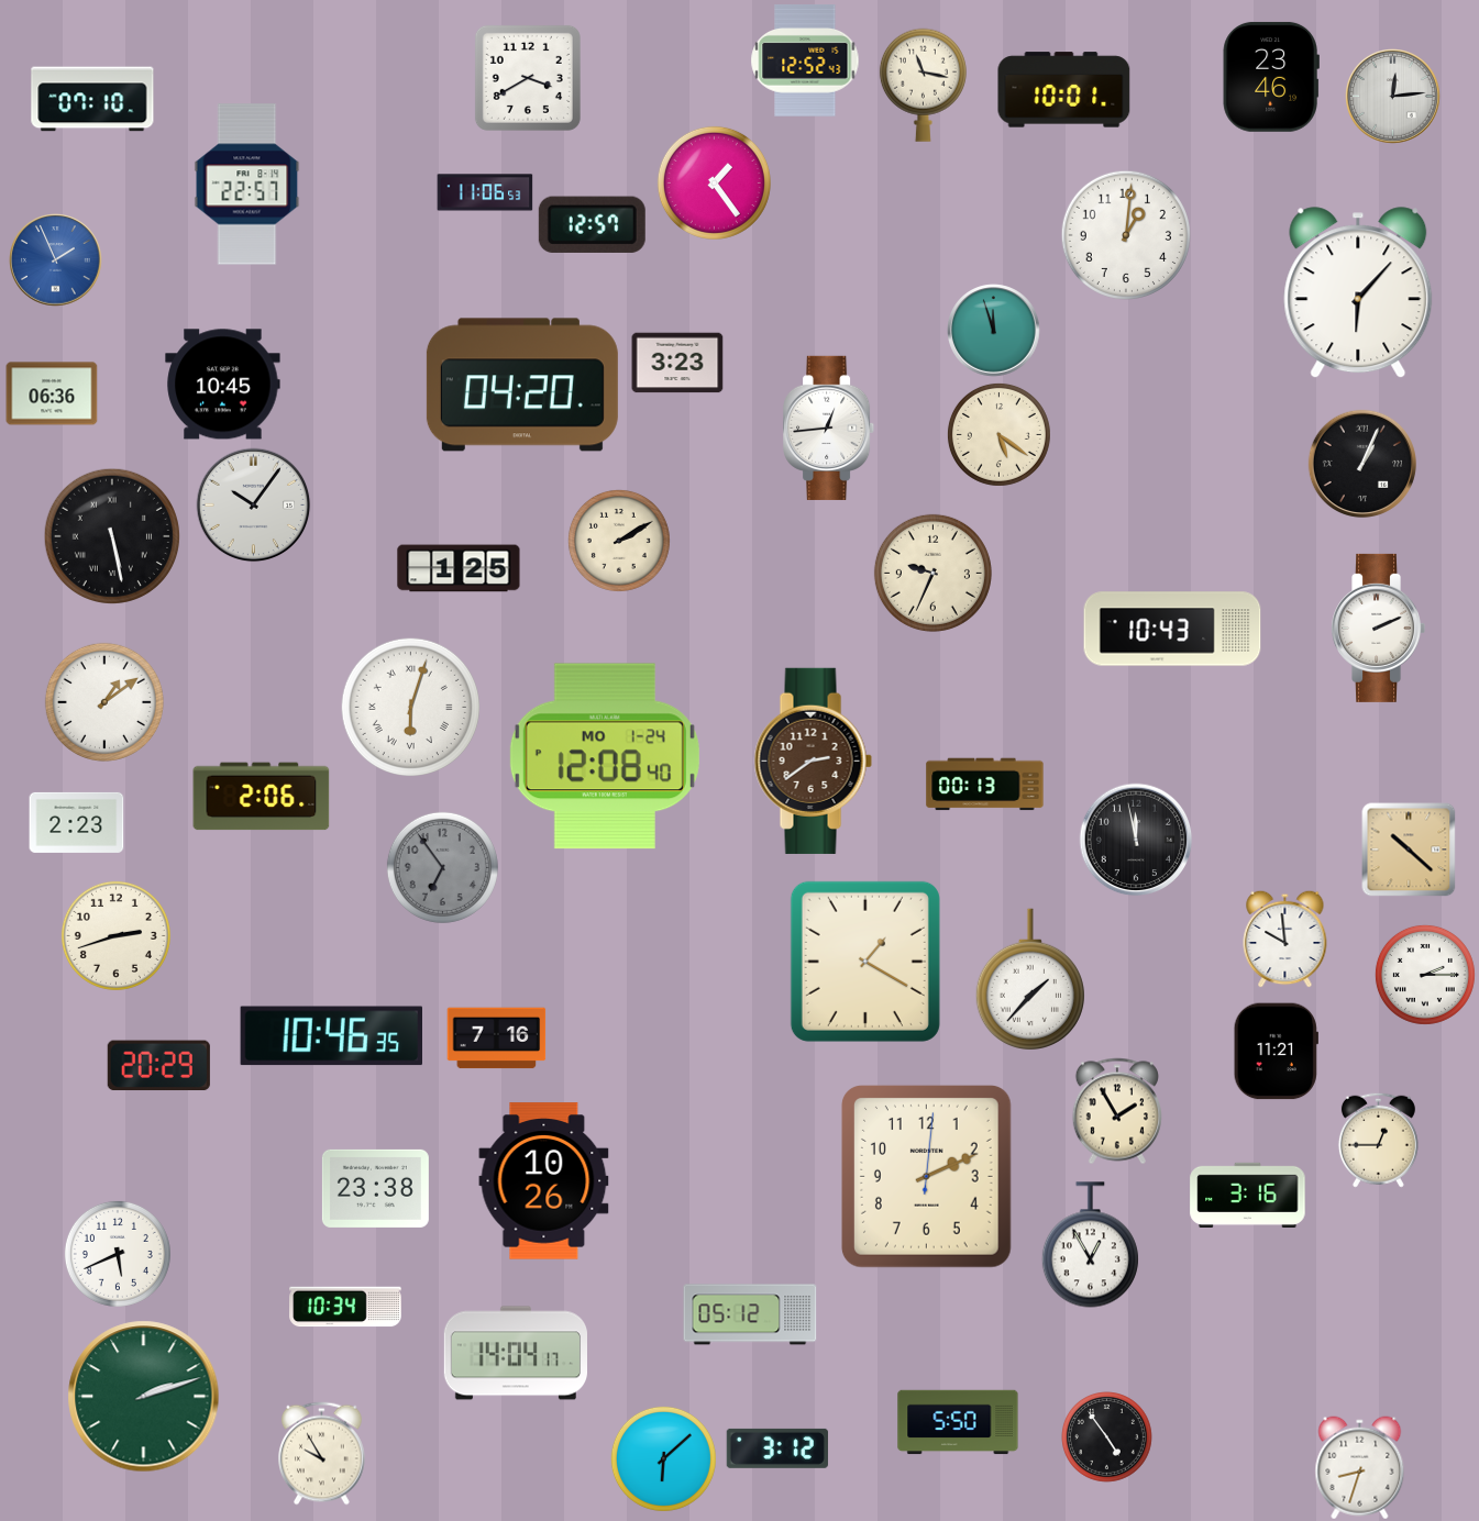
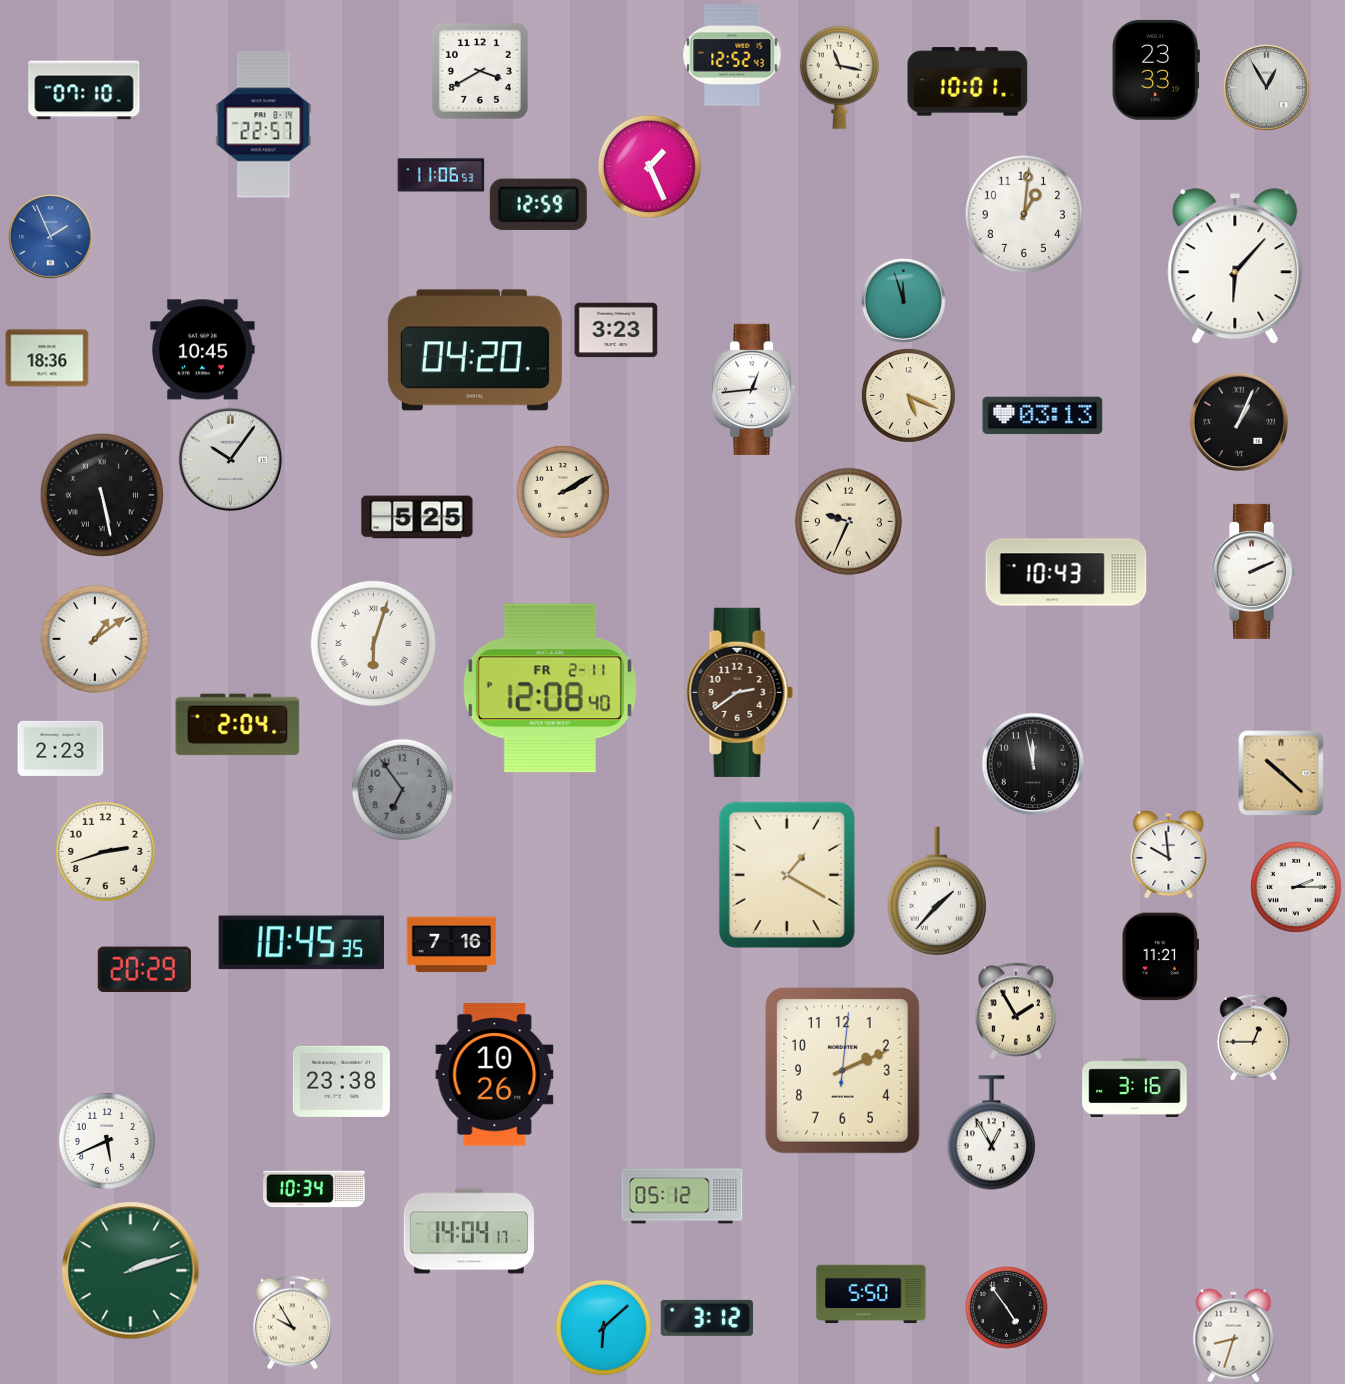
clock at (1271, 77): 23:46 -> 23:33
clock at (1393, 97): 12:14 -> 12:55
clock at (714, 182): 1:24 -> 1:26
clock at (247, 185) position: (247, 185) -> (264, 125)
clock at (592, 224): 12:57 -> 12:59
clock at (52, 393): 06:36 -> 18:36
clock at (998, 434): 5:21 -> 5:19
clock at (1043, 416): none -> 03:13
clock at (111, 535) position: (111, 535) -> (101, 494)
clock at (459, 568): 1:25 -> 5:25
clock at (605, 756) date: MO 1-24 -> FR 2-11
clock at (985, 785): 00:13 -> none
clock at (262, 797): 2:06 -> 2:04
clock at (77, 822) position: (77, 822) -> (61, 748)
clock at (331, 1036): 10:46 -> 10:45
clock at (1360, 1468) position: (1360, 1468) -> (1234, 1336)
